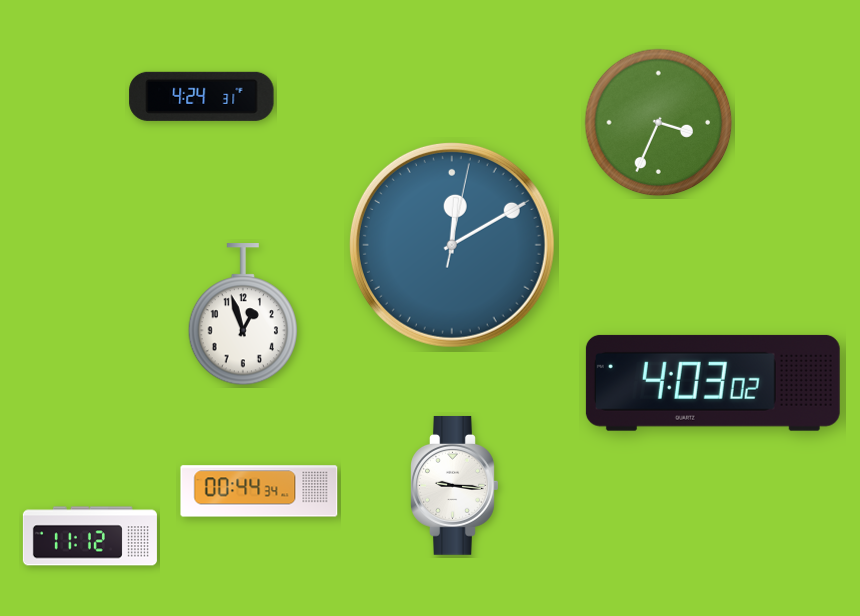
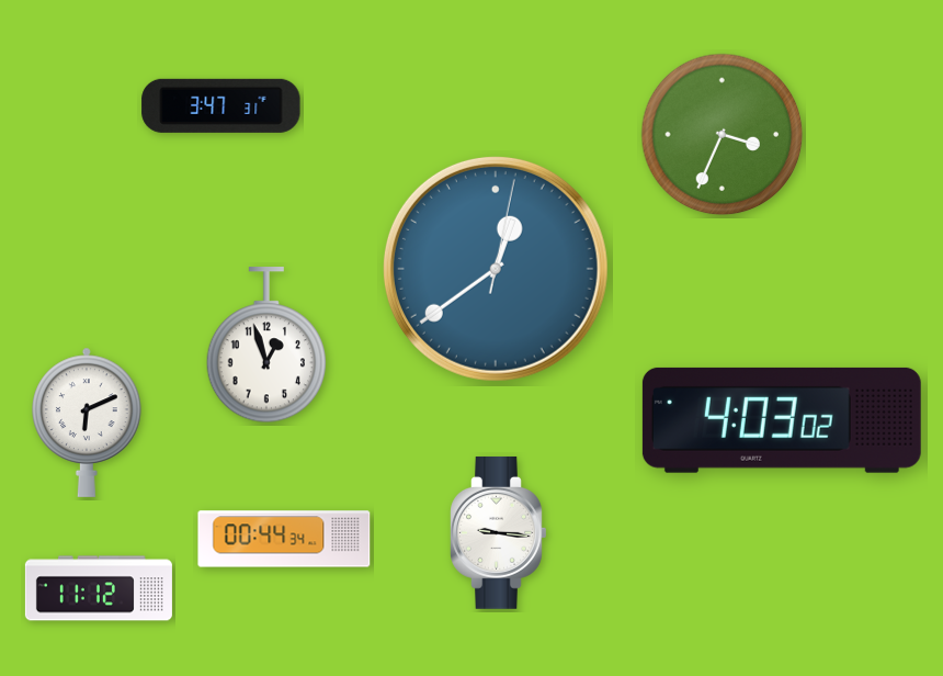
clock at (202, 96): 4:24 -> 3:47
clock at (452, 245): 12:10 -> 12:39
clock at (87, 422): none -> 6:11
